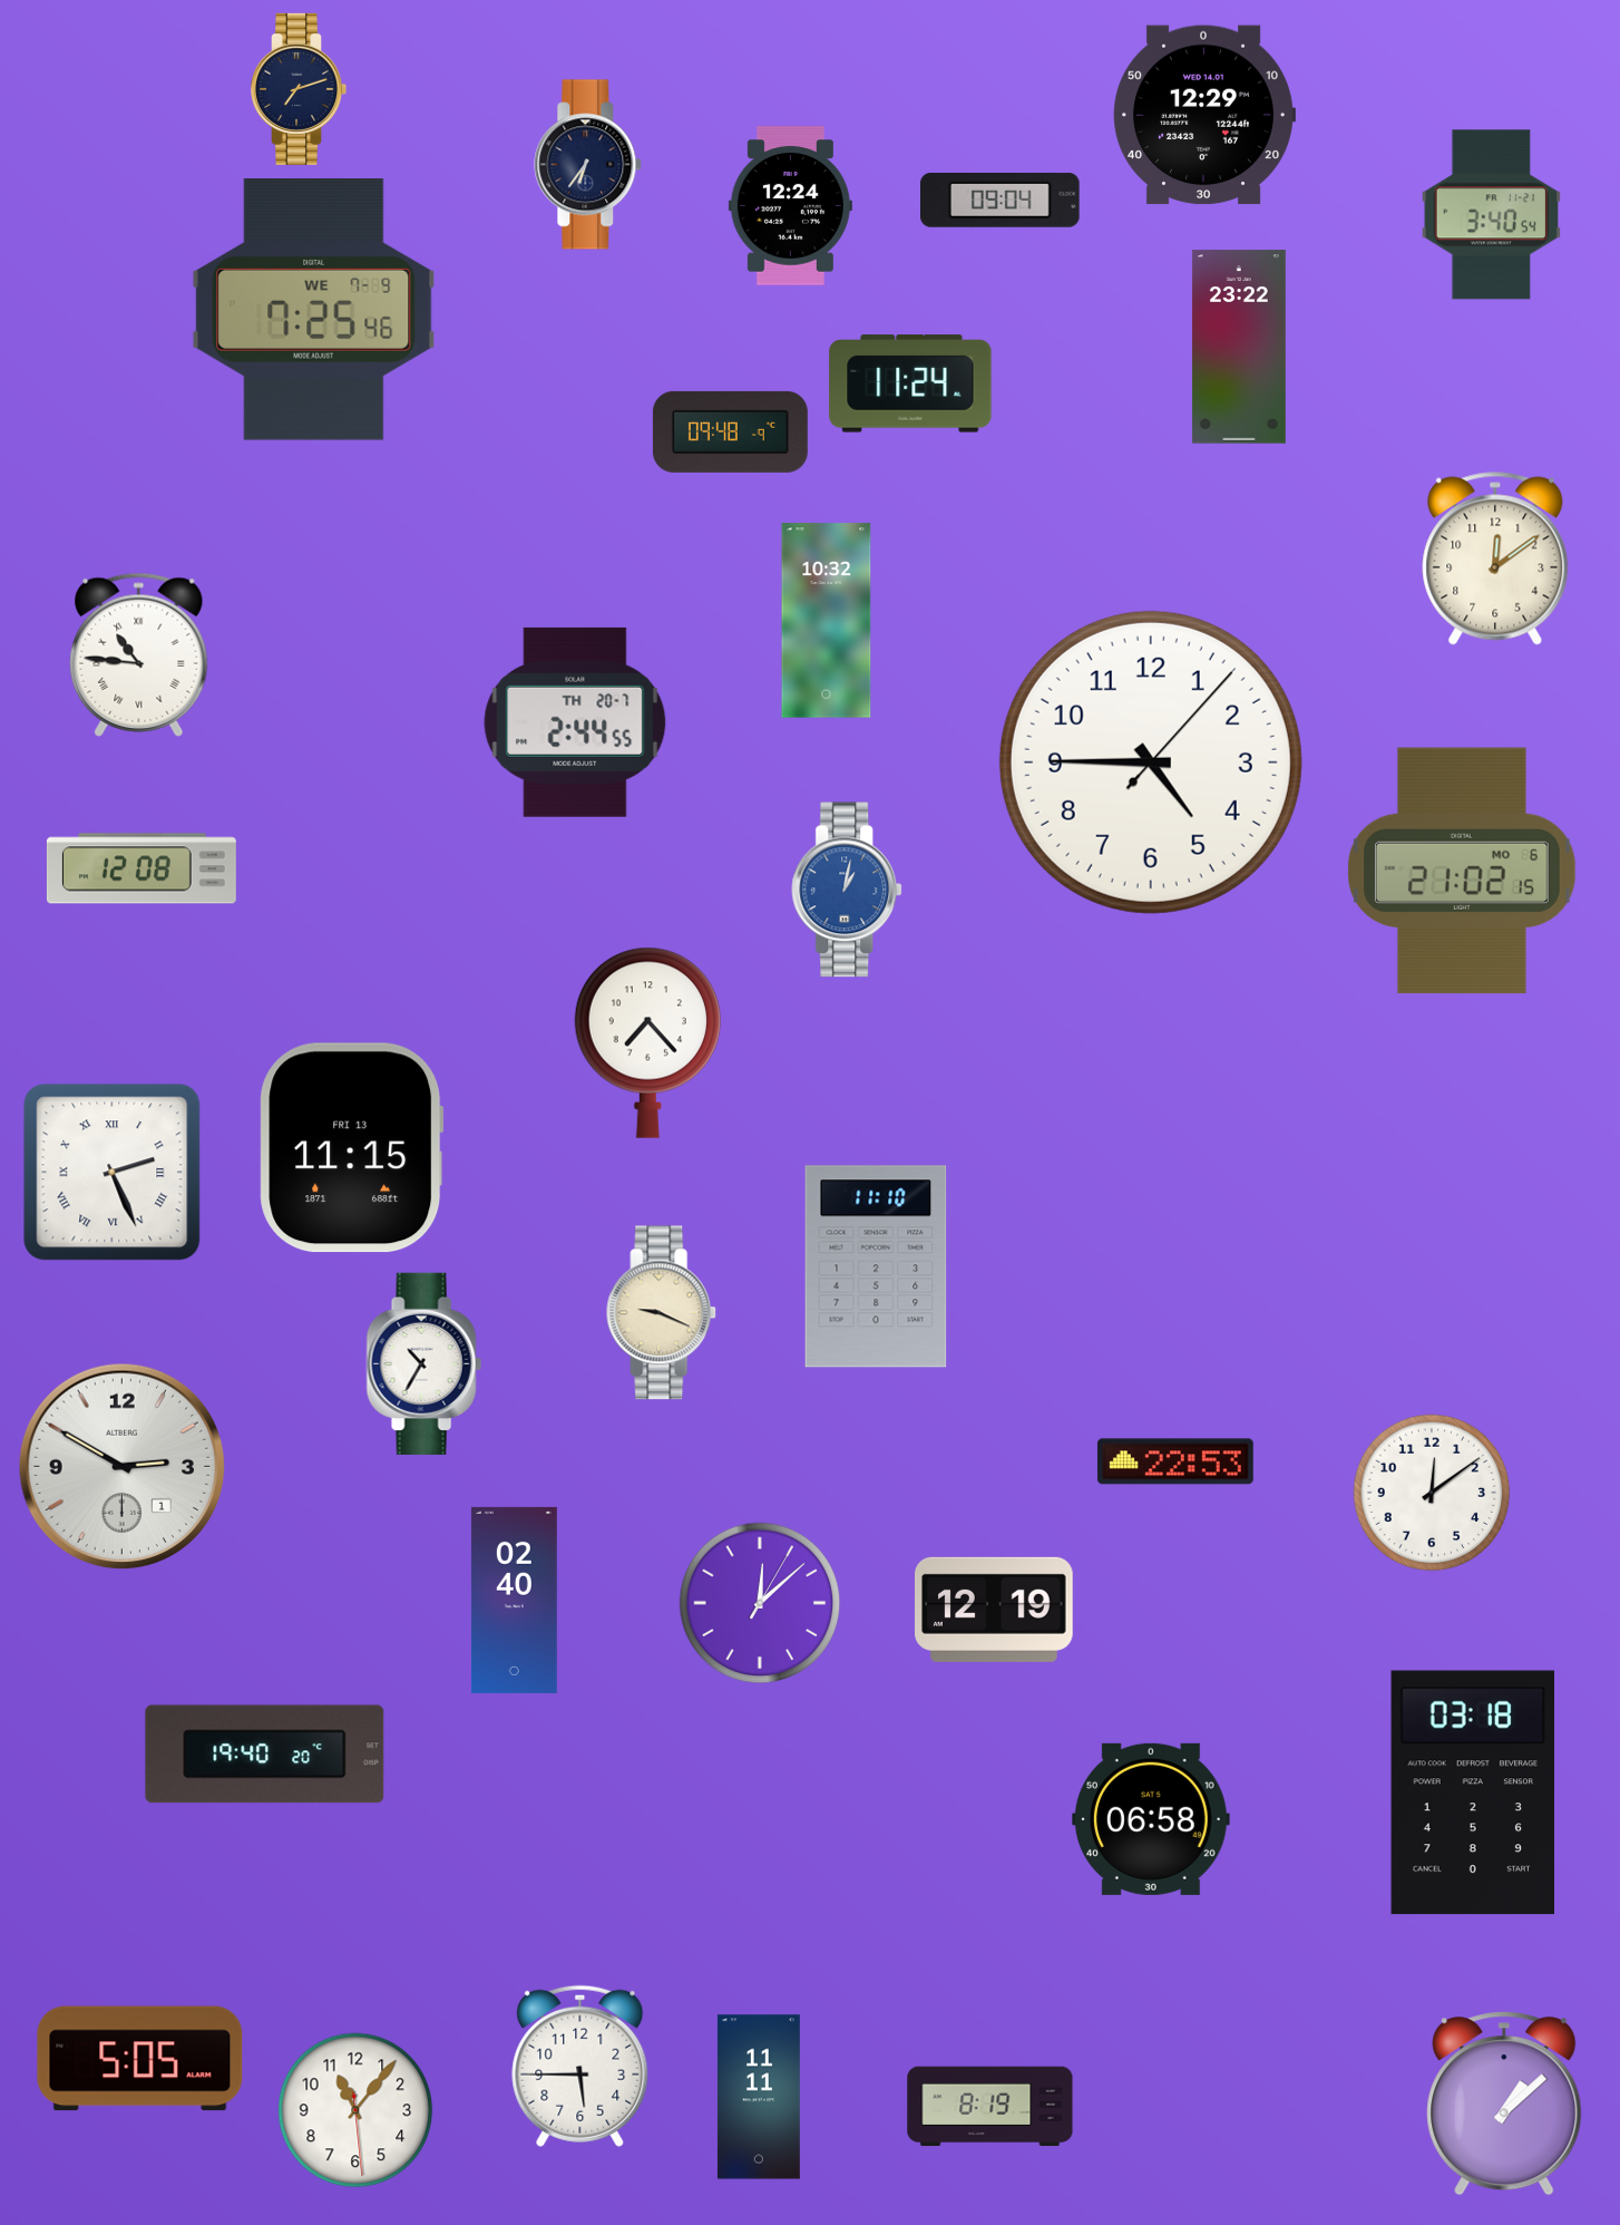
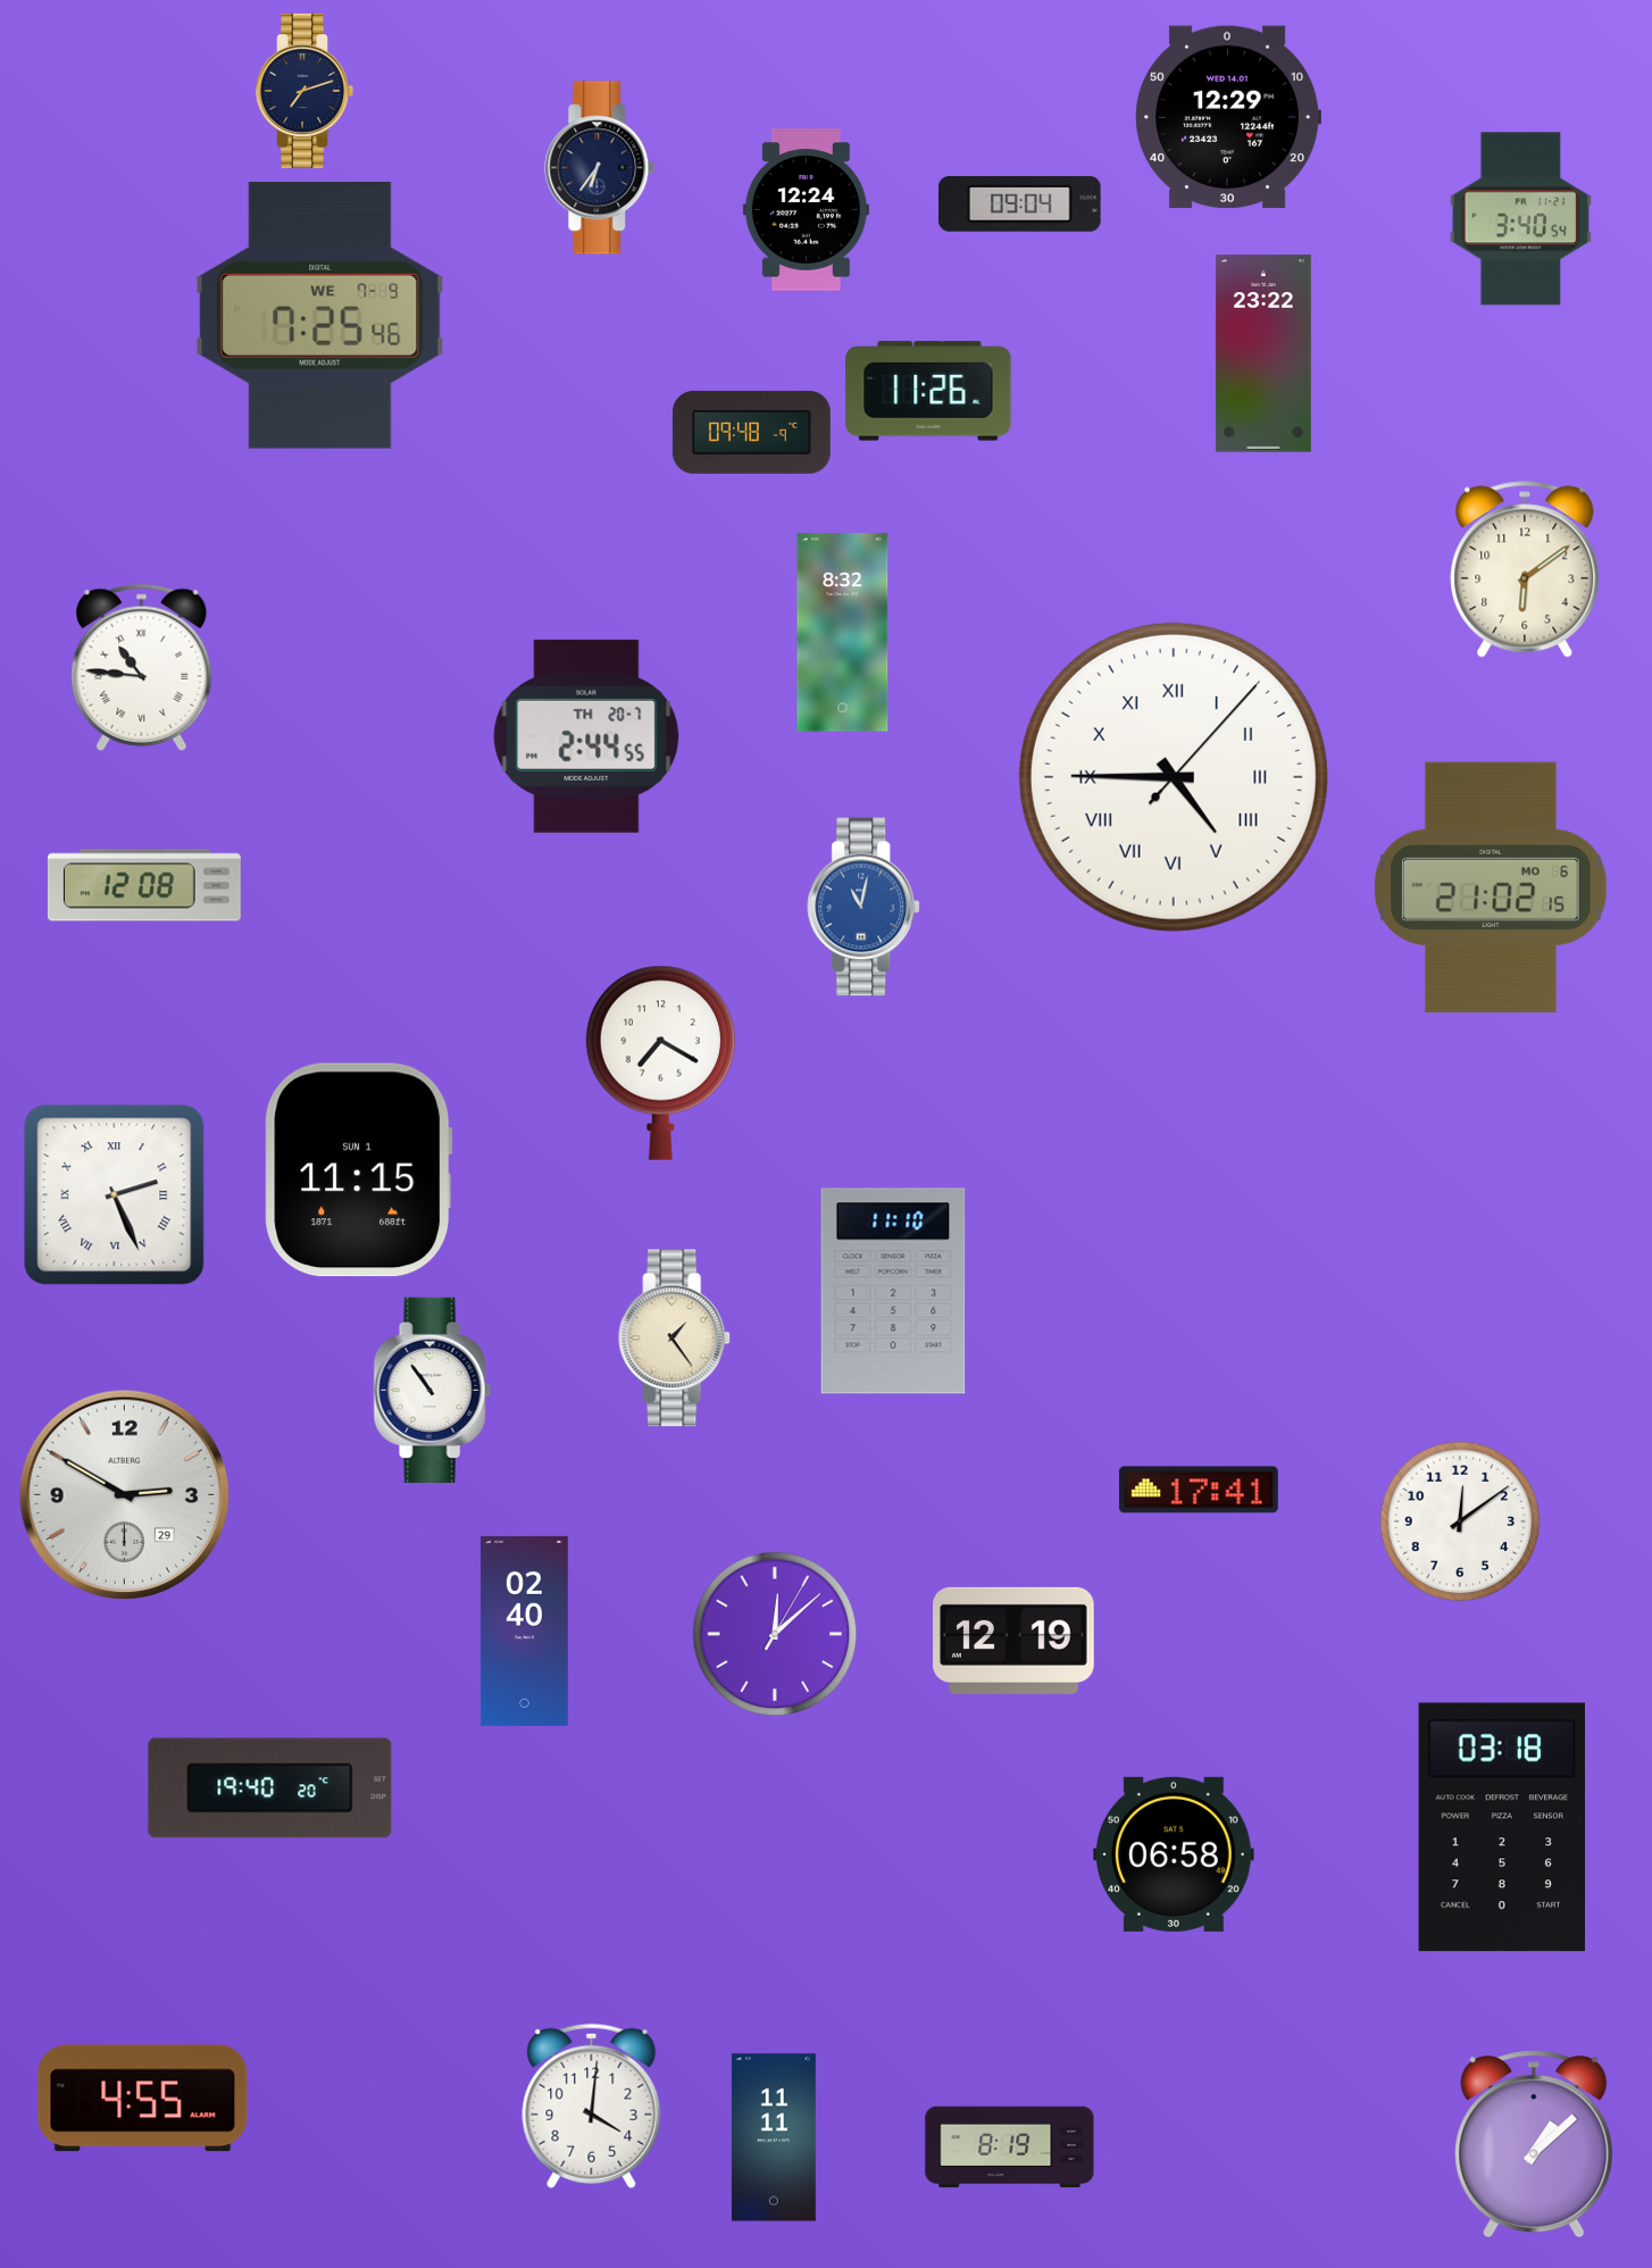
clock at (910, 383): 11:24 -> 11:26
clock at (730, 431) position: (730, 431) -> (751, 432)
clock at (1495, 558): 12:09 -> 6:09
clock at (827, 621): 10:32 -> 8:32
clock at (1151, 762) numerals: Arabic -> Roman
clock at (848, 890): 1:02 -> 11:02
clock at (647, 1042): 7:23 -> 7:20
clock at (352, 1148) date: FRI 13 -> SUN 1
clock at (662, 1313): 9:19 -> 1:24
clock at (423, 1363): 10:35 -> 10:54
clock at (1175, 1461): 22:53 -> 17:41
clock at (123, 1467) date: 1 -> 29
clock at (140, 2059): 5:05 -> 4:55
clock at (580, 2066): 5:45 -> 4:01
clock at (355, 2110): 11:06 -> none
